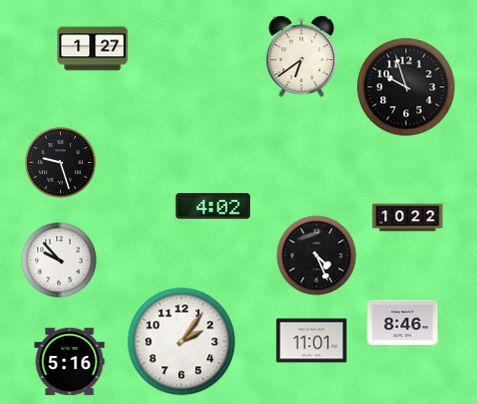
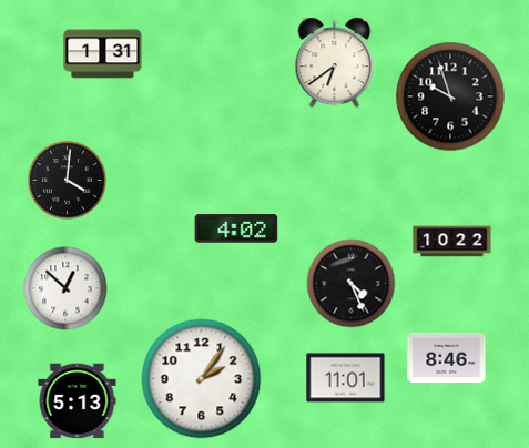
clock at (93, 49): 1:27 -> 1:31
clock at (61, 163): 9:27 -> 4:01
clock at (59, 260): 9:53 -> 12:52
clock at (70, 362): 5:16 -> 5:13
